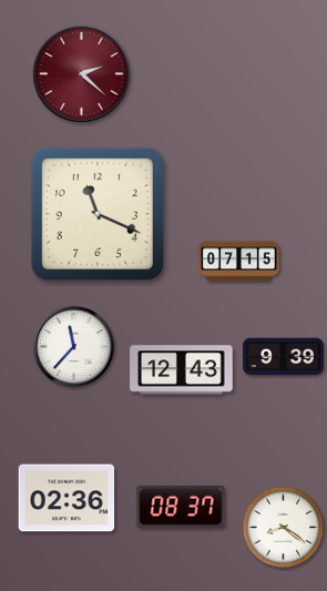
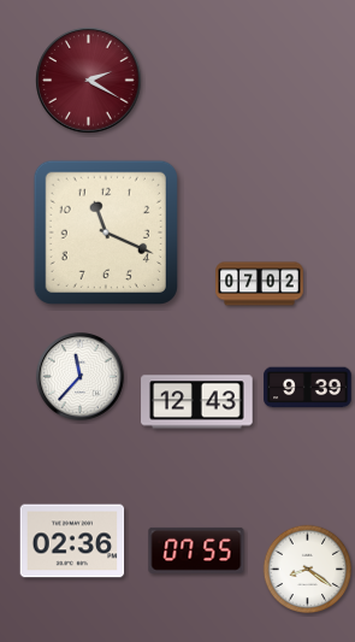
clock at (82, 74): 2:22 -> 2:20
clock at (239, 262): 07:15 -> 07:02
clock at (181, 507): 08:37 -> 07:55
clock at (284, 528) position: (284, 528) -> (308, 570)
